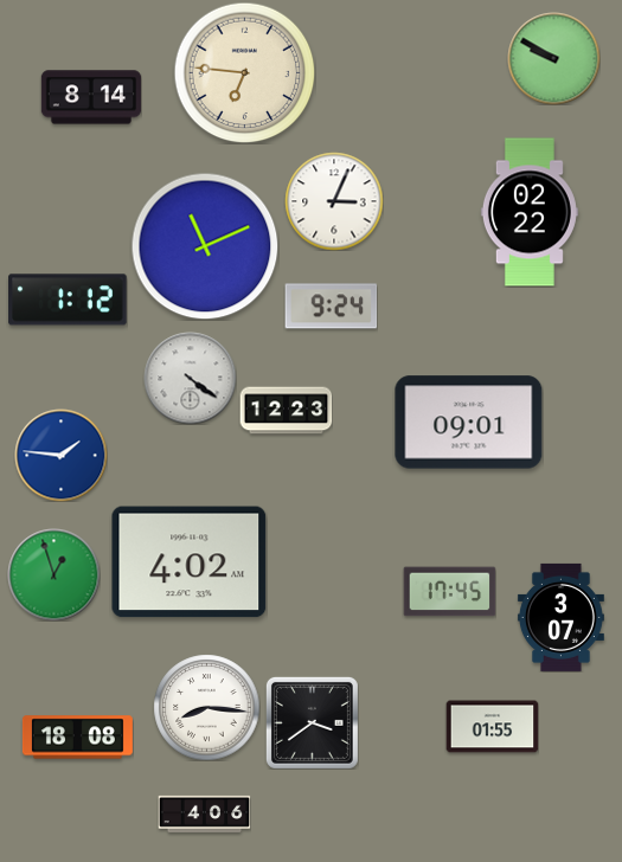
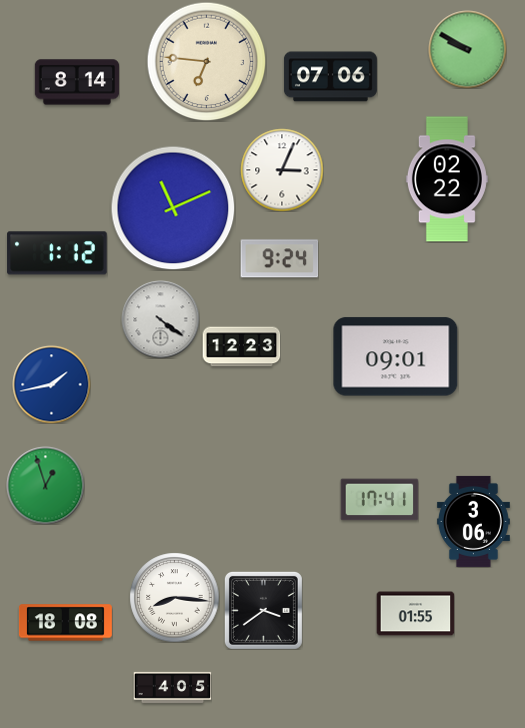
clock at (330, 77): none -> 07:06
clock at (60, 455): 1:46 -> 1:43
clock at (190, 562): 4:02 -> none
clock at (449, 592): 17:45 -> 17:41
clock at (560, 617): 3:07 -> 3:06
clock at (204, 813): 4:06 -> 4:05
